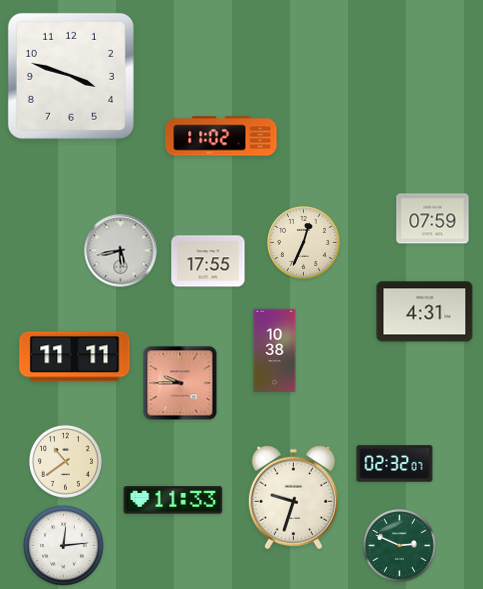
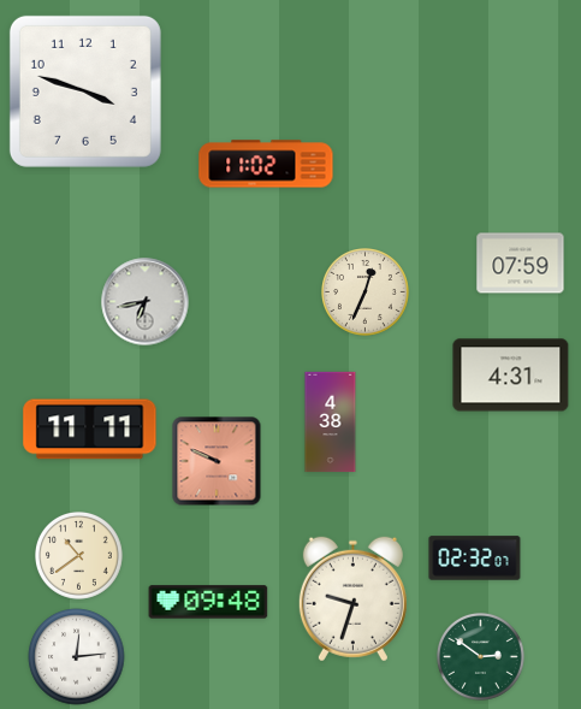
clock at (121, 251): 5:43 -> 6:43
clock at (208, 261): 17:55 -> none
clock at (275, 351): 10:38 -> 4:38
clock at (180, 383): 9:45 -> 9:49
clock at (173, 500): 11:33 -> 09:48
clock at (400, 546): 2:49 -> 2:51
